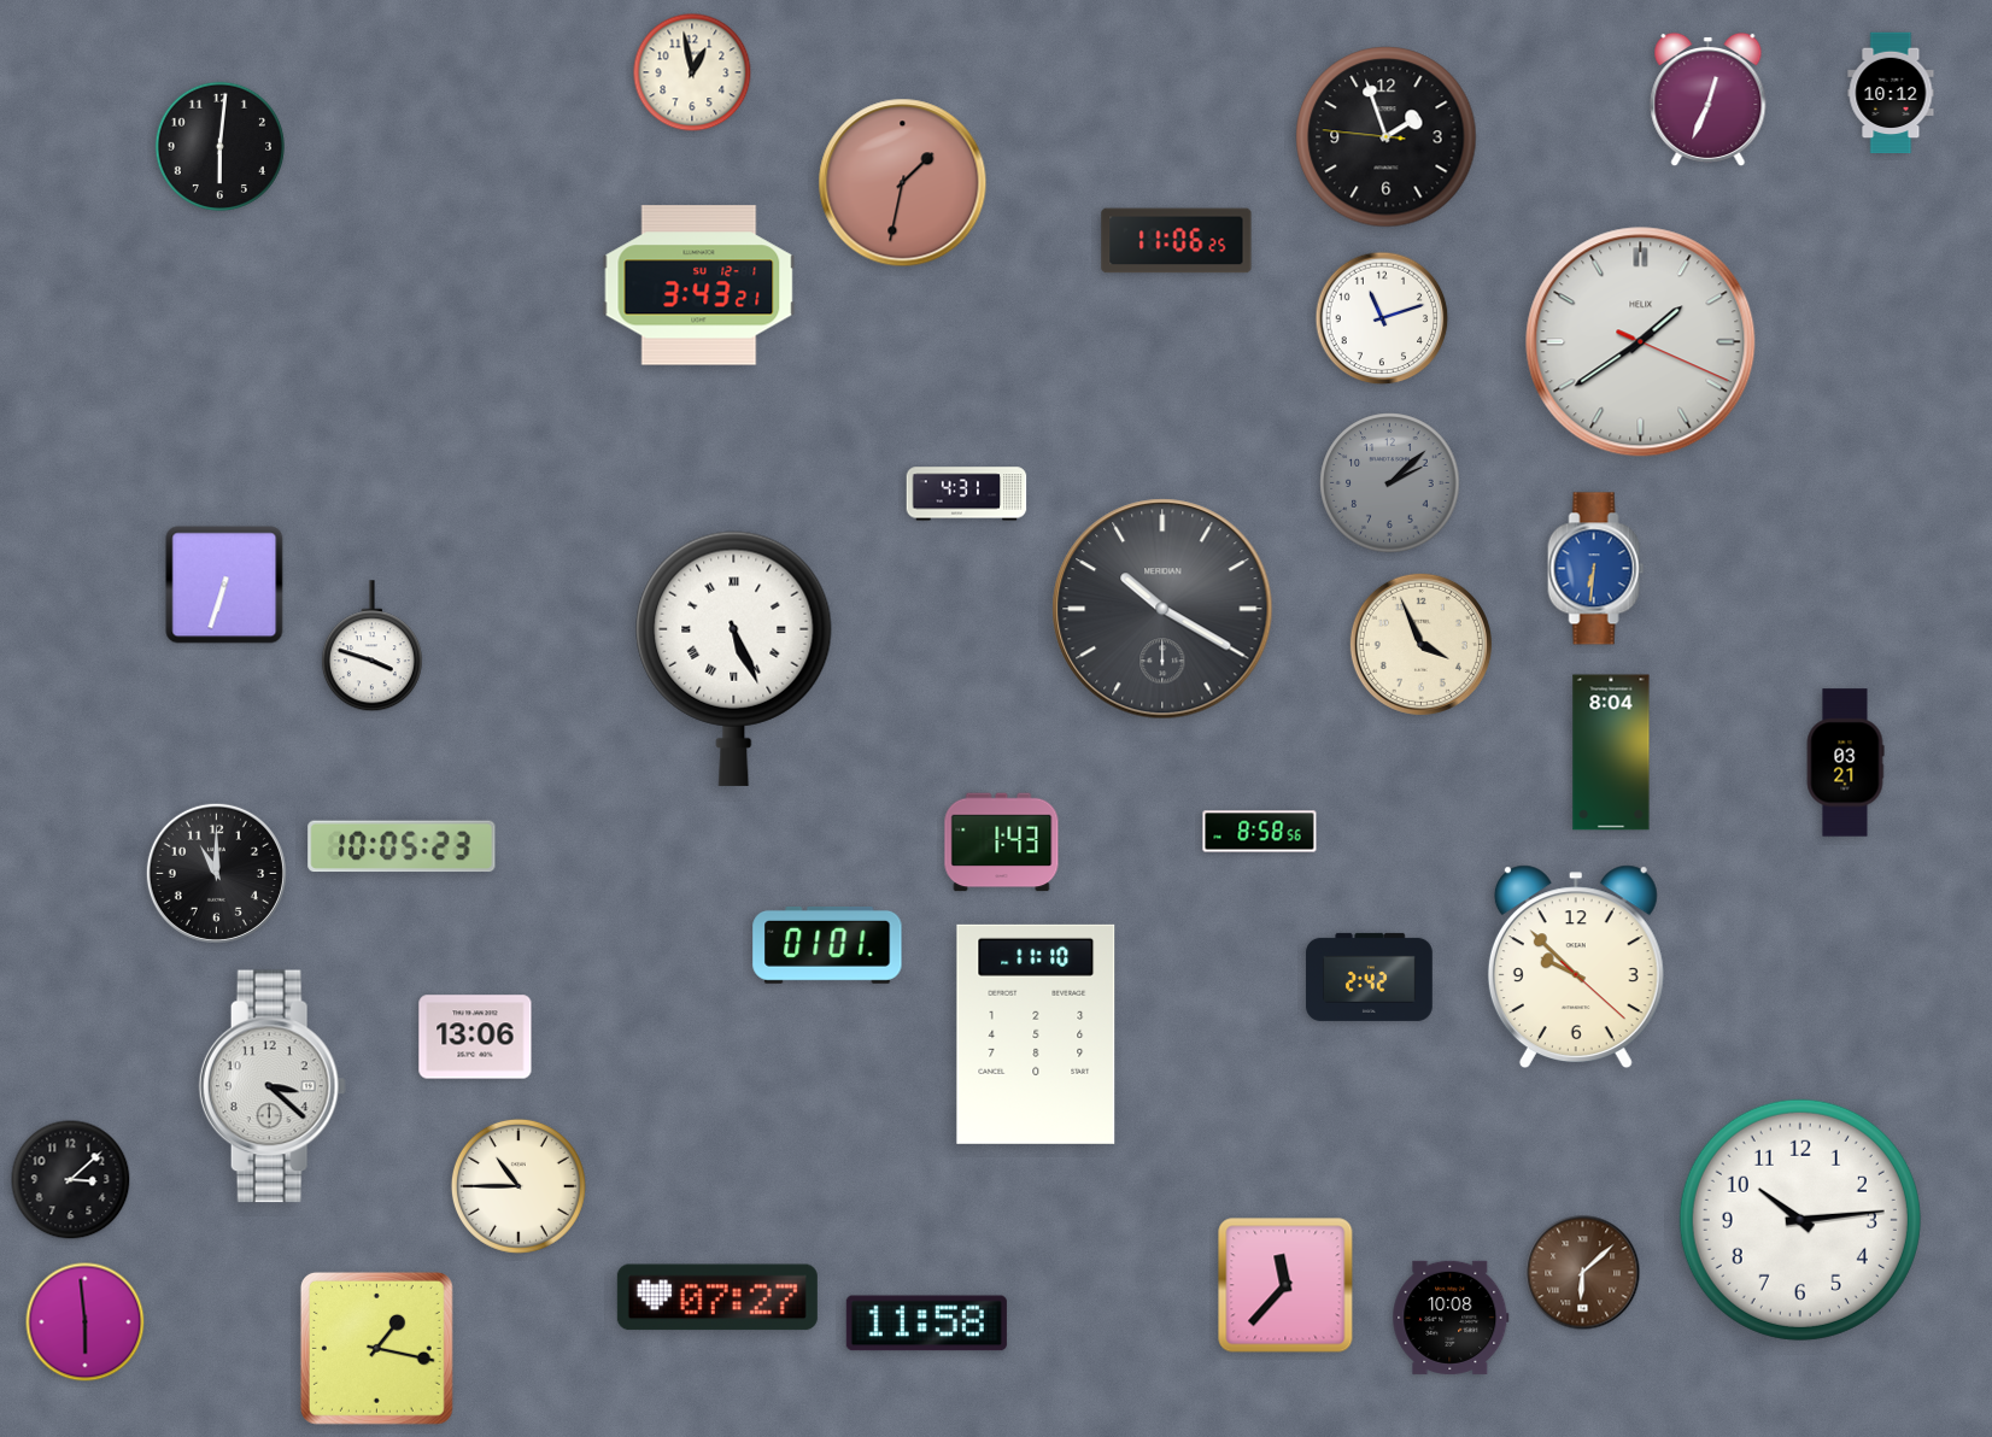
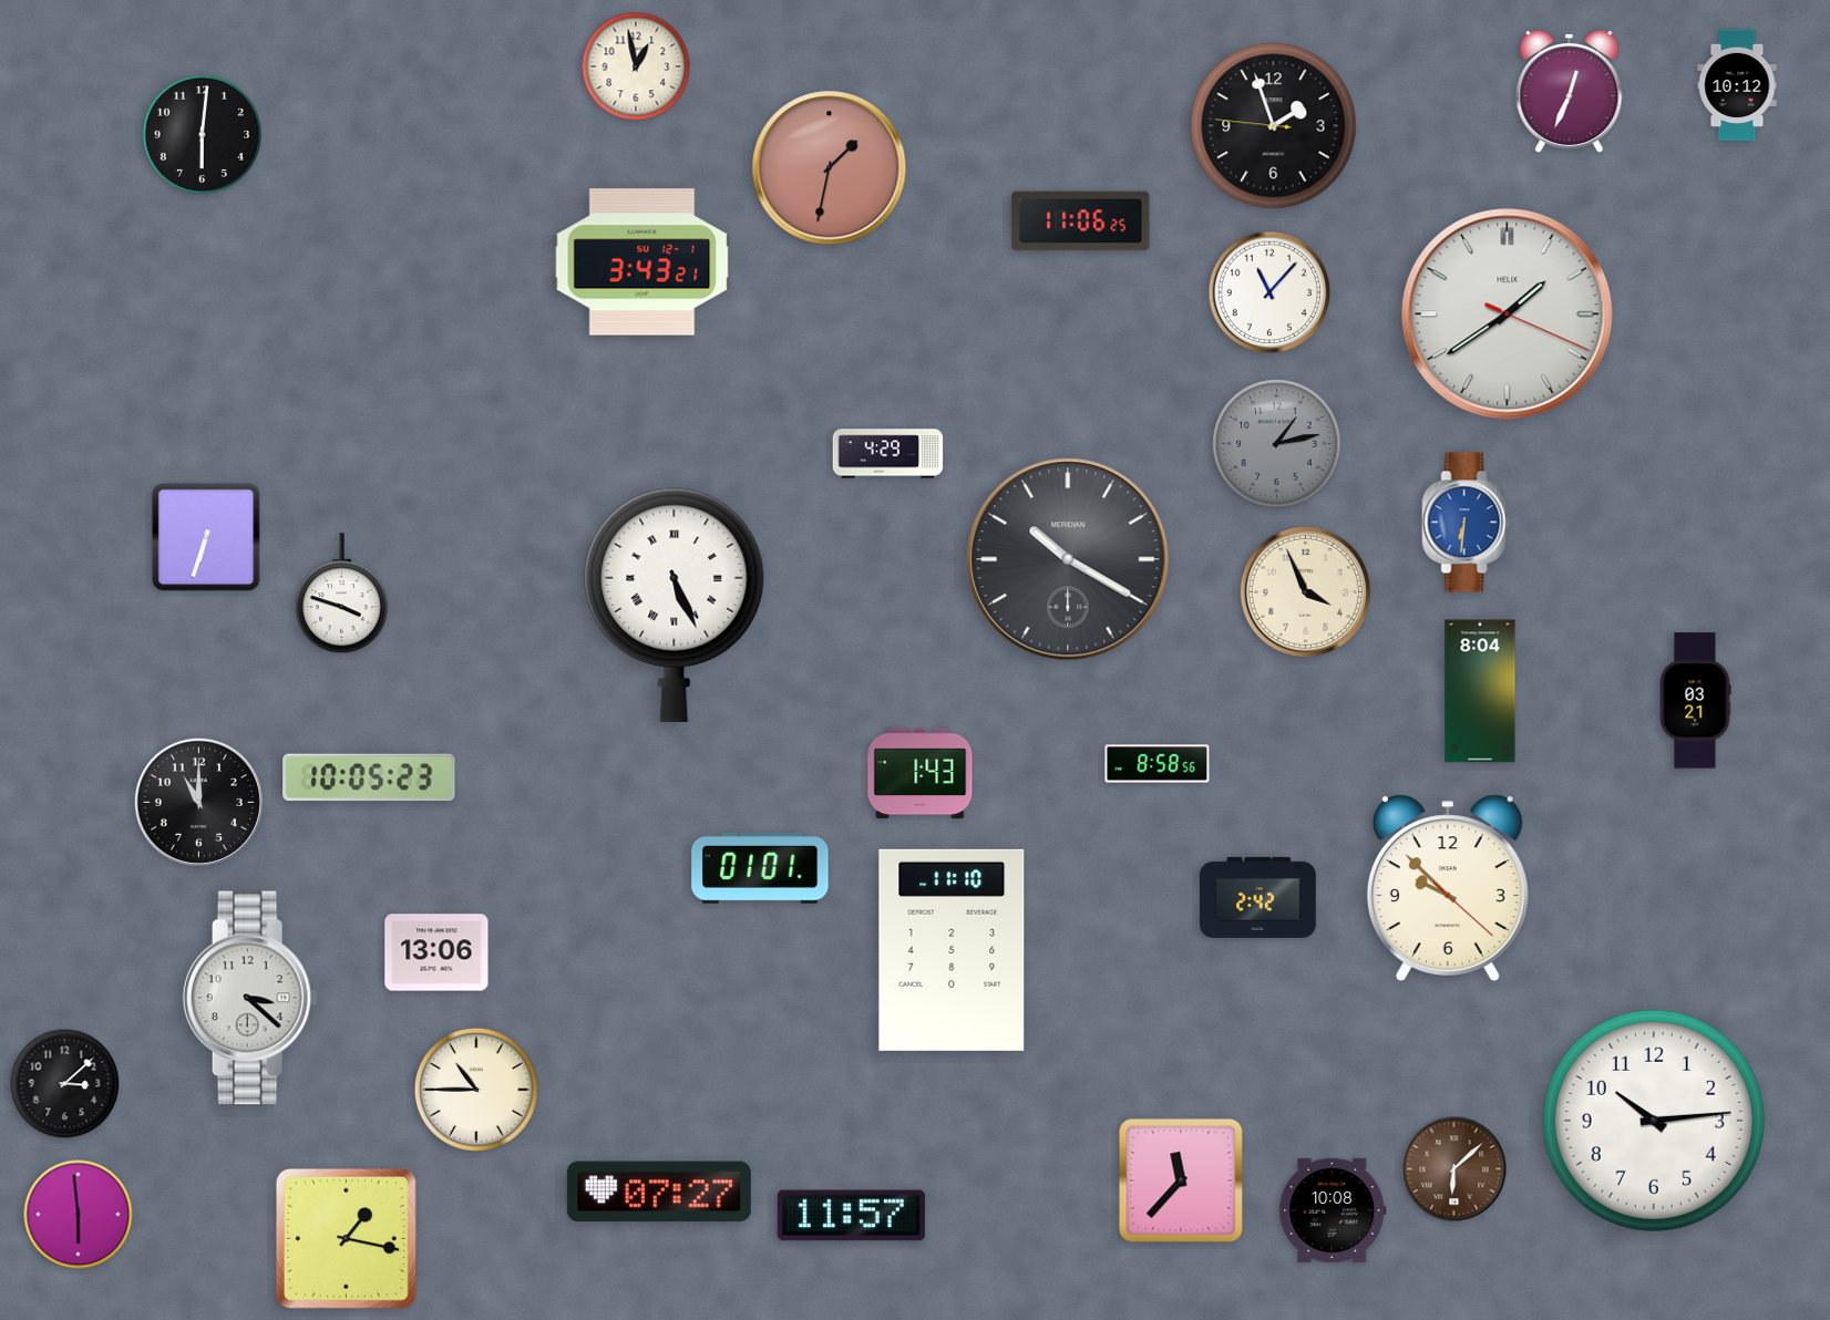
clock at (1382, 318): 11:12 -> 11:07
clock at (1390, 483): 2:08 -> 1:13
clock at (967, 494): 4:31 -> 4:29
clock at (926, 1324): 11:58 -> 11:57
